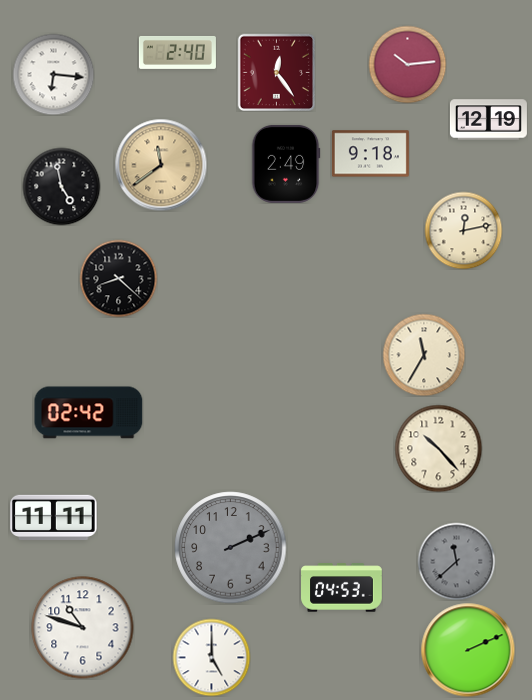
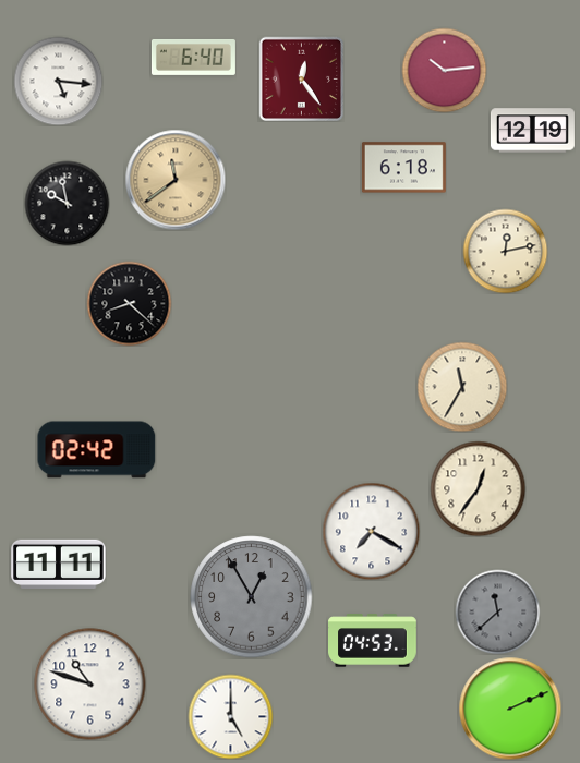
clock at (177, 52): 2:40 -> 6:40
clock at (53, 74): 6:16 -> 5:16
clock at (370, 154): 9:18 -> 6:18
clock at (286, 164): 2:49 -> none
clock at (61, 186): 4:58 -> 9:58
clock at (438, 448): 10:23 -> 12:36
clock at (371, 531): none -> 7:20
clock at (231, 548): 2:11 -> 12:55
